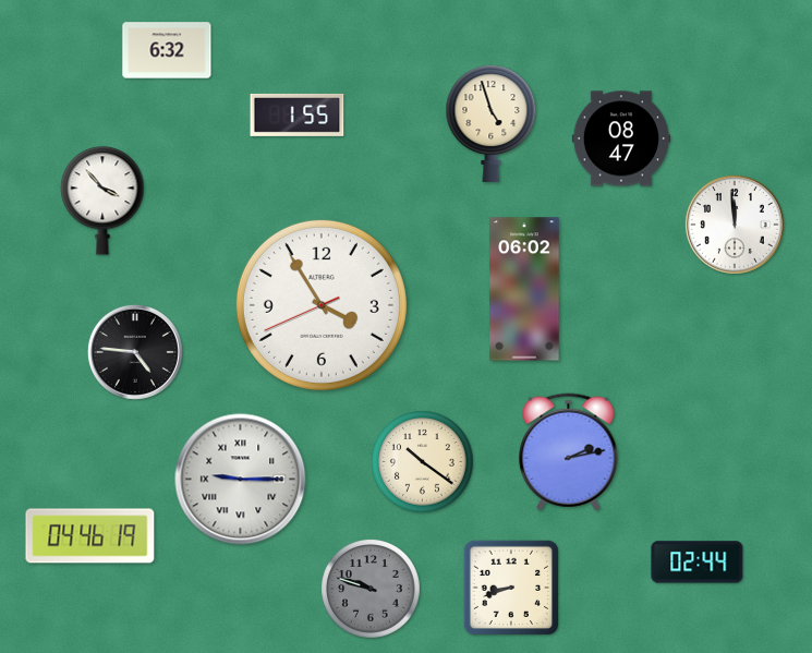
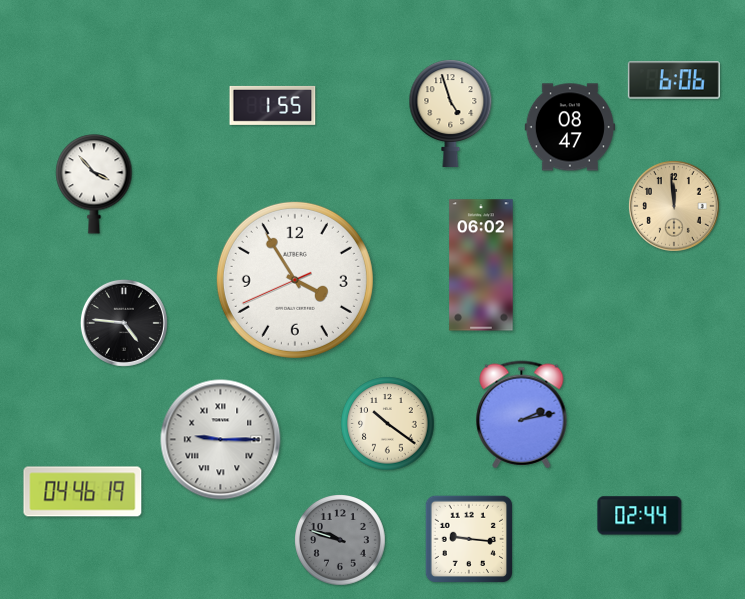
clock at (167, 50): 6:32 -> none
clock at (674, 80): none -> 6:06
clock at (735, 225) dial: white -> champagne
clock at (510, 587): 8:42 -> 9:16
